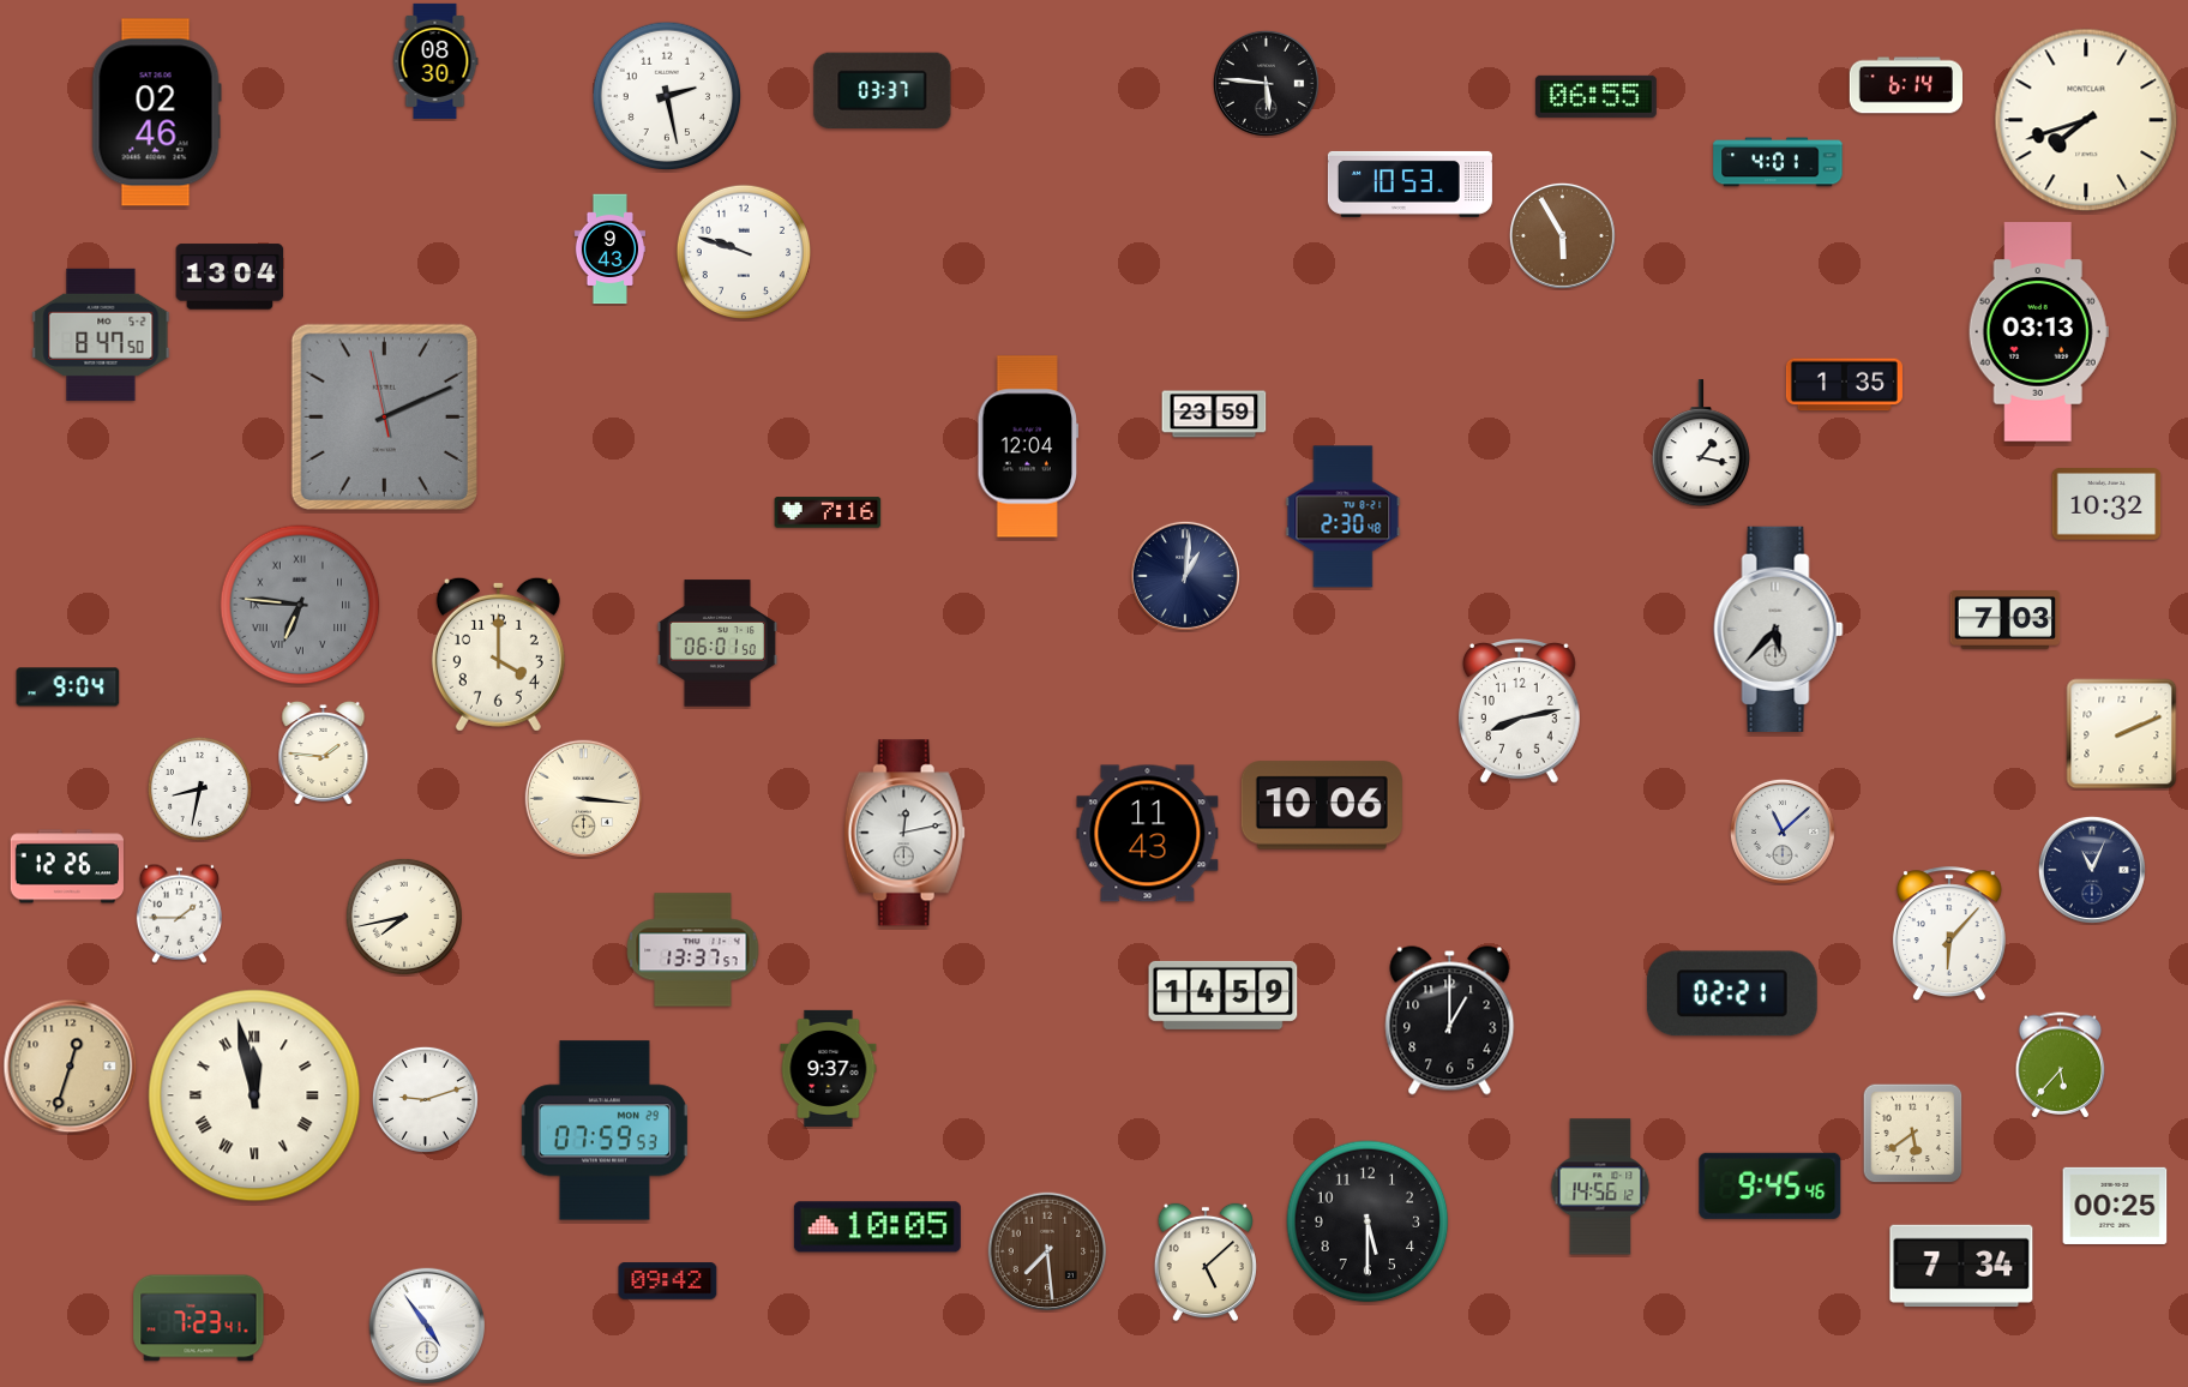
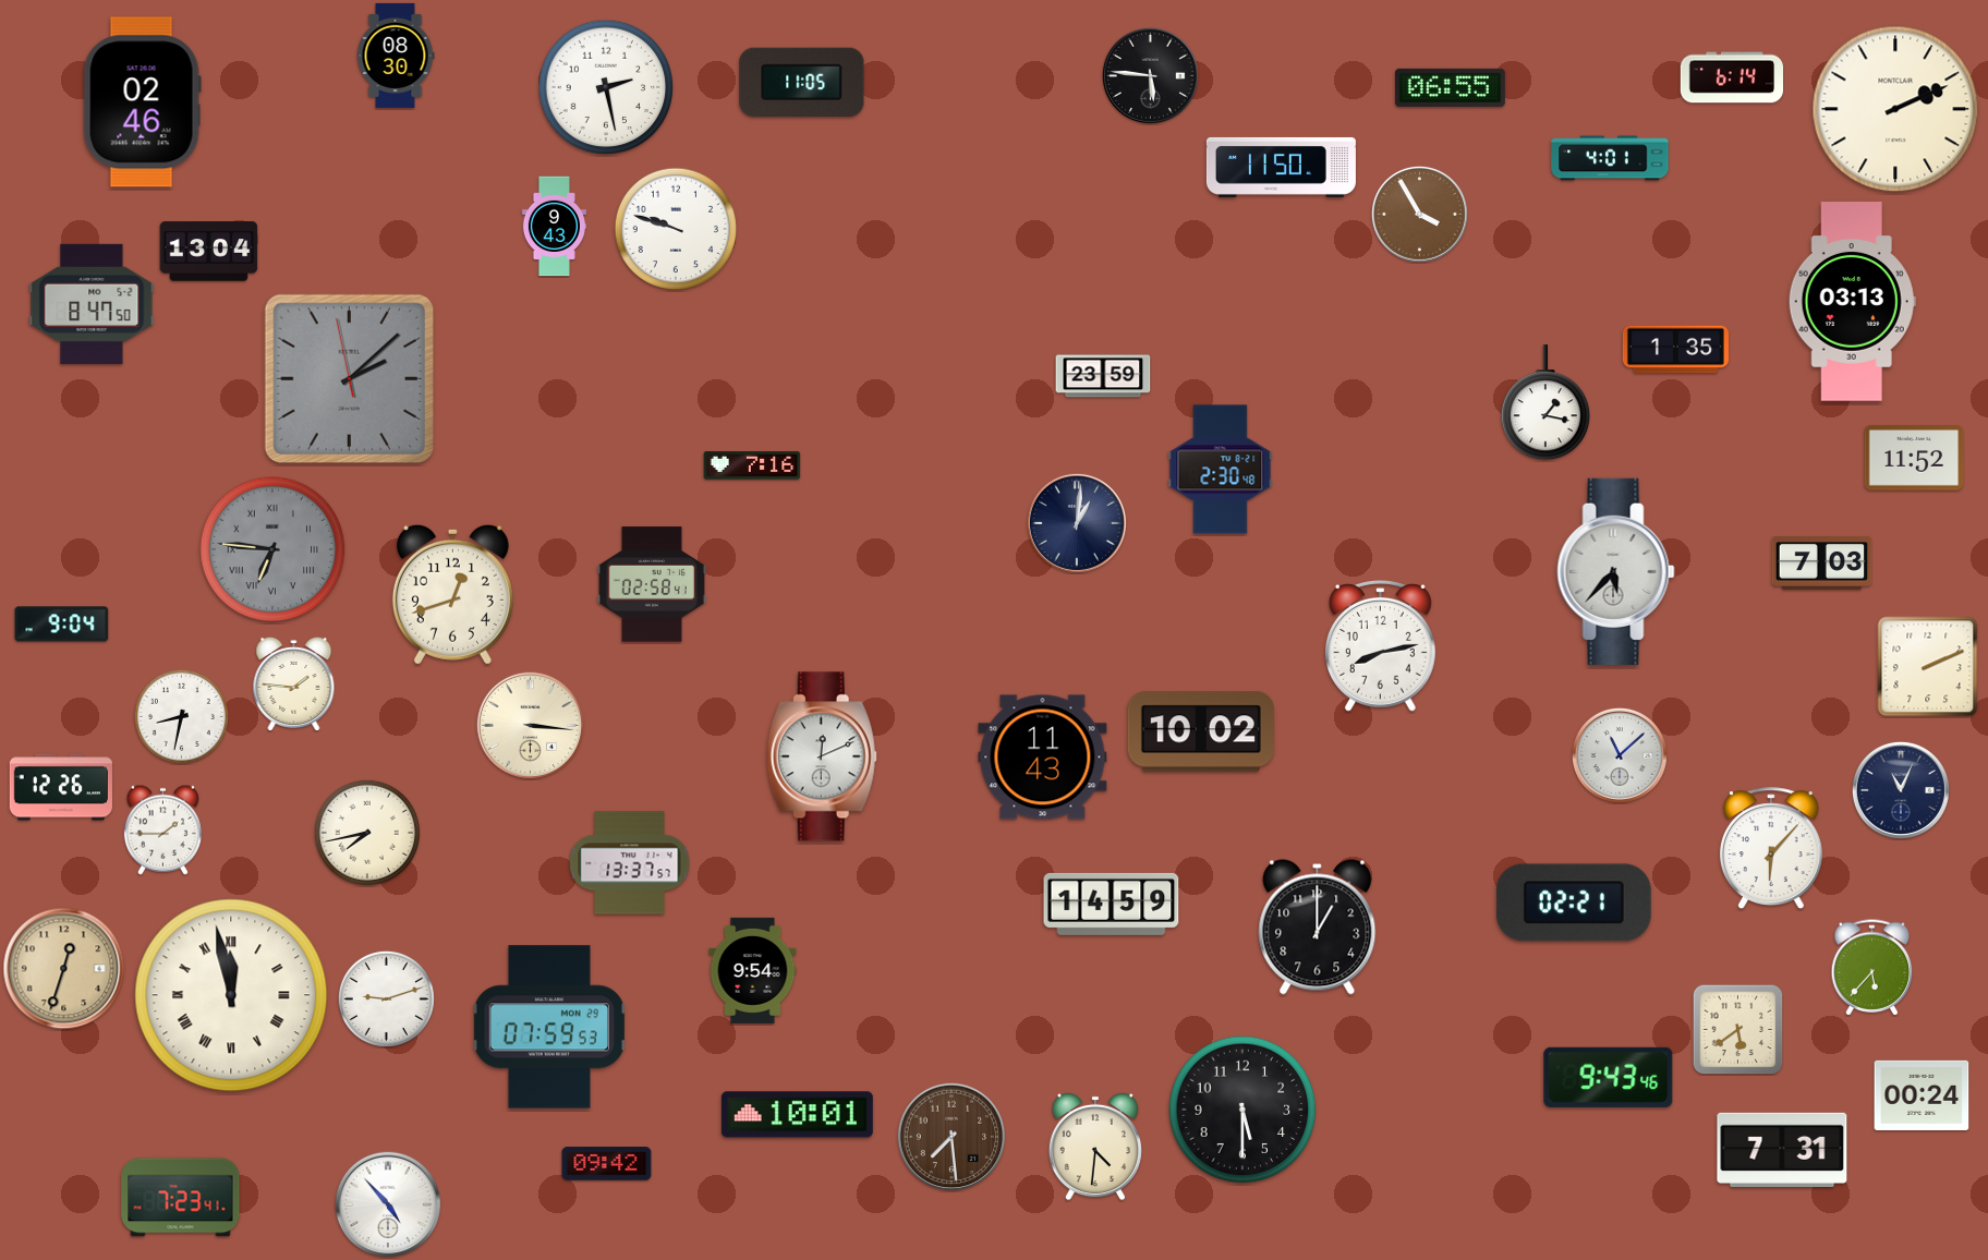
clock at (883, 90): 03:37 -> 11:05
clock at (2086, 120): 7:42 -> 2:11
clock at (1778, 162) position: (1778, 162) -> (1610, 158)
clock at (1409, 184): 10:53 -> 11:50
clock at (1562, 235): 5:55 -> 3:55
clock at (384, 416): 2:10 -> 2:07
clock at (1028, 446): 12:04 -> none
clock at (2106, 504): 10:32 -> 11:52
clock at (717, 643): 06:01 -> 02:58
clock at (498, 654): 4:00 -> 12:42
clock at (1322, 805): 10:06 -> 10:02
clock at (904, 833): 12:13 -> 12:11
clock at (829, 1068): 9:37 -> 9:54
clock at (1771, 1185): 9:45 -> 9:43
clock at (1600, 1187): 14:56 -> none
clock at (2115, 1206): 00:25 -> 00:24
clock at (877, 1227): 10:05 -> 10:01
clock at (1206, 1262): 5:08 -> 4:31
clock at (1961, 1266): 7:34 -> 7:31
clock at (426, 1325): 4:54 -> 4:53
